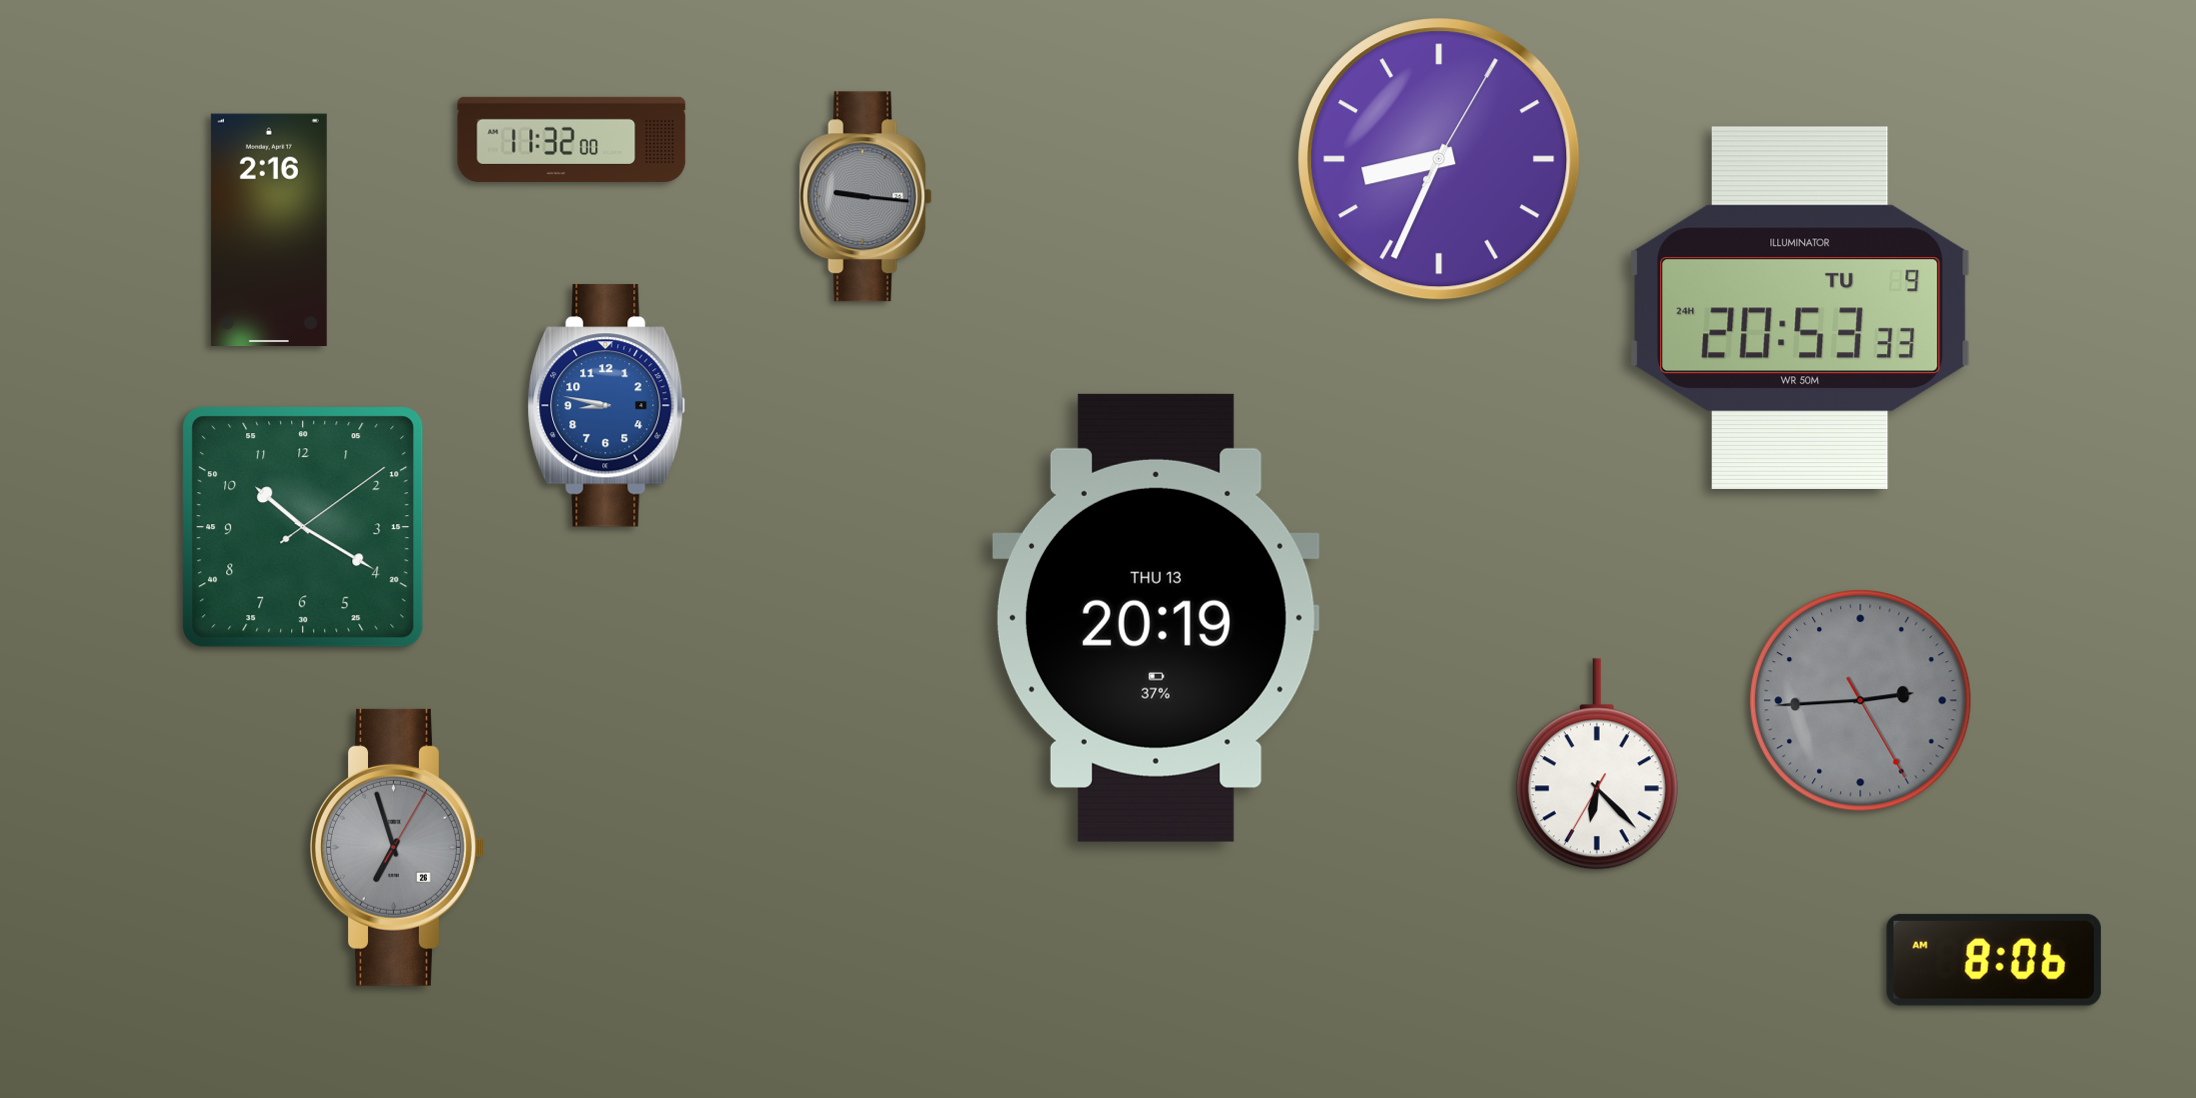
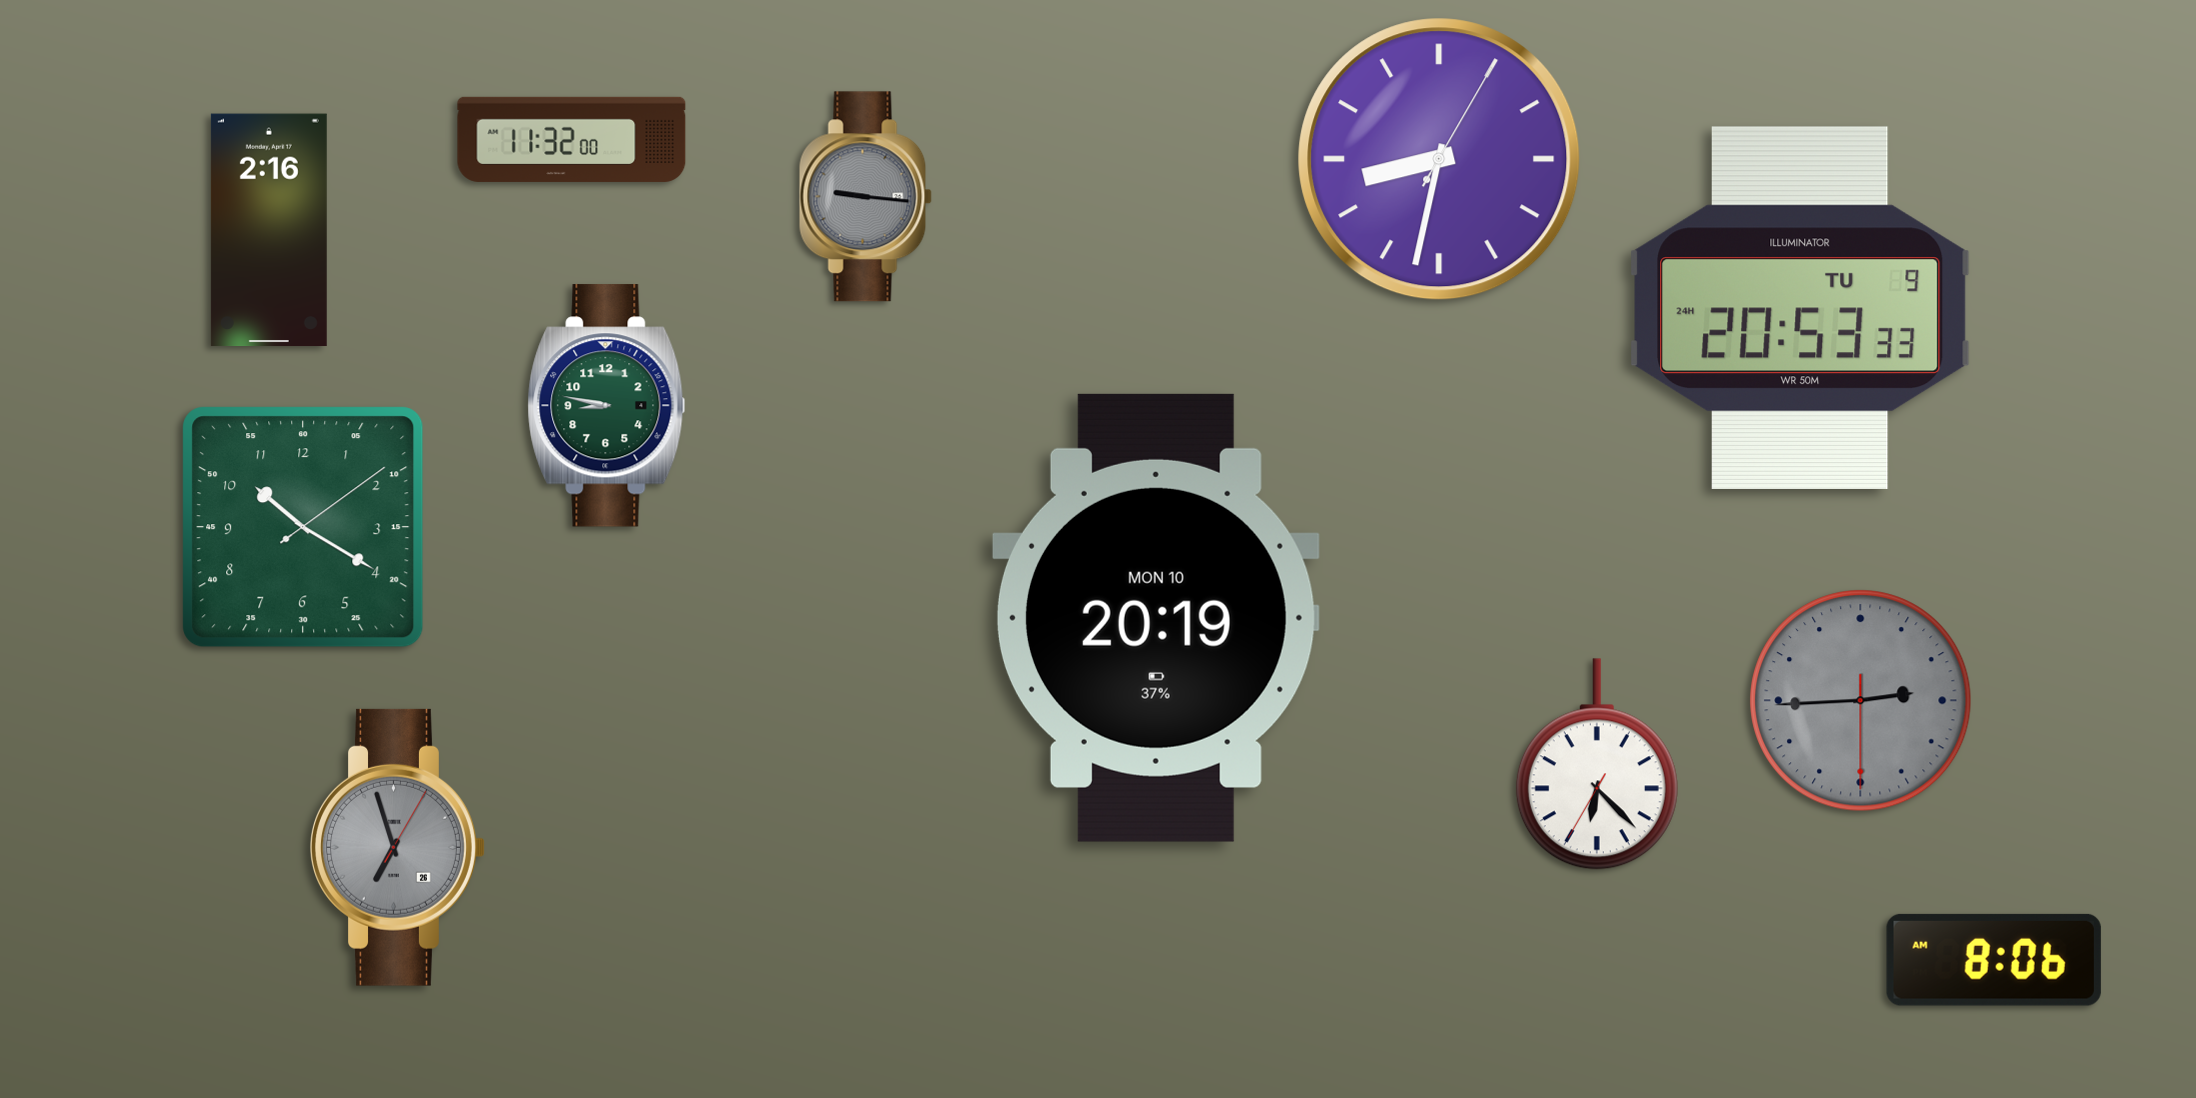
clock at (1439, 159): 8:34 -> 8:32
clock at (607, 406) dial: blue -> green
clock at (1156, 618) date: THU 13 -> MON 10
clock at (1861, 701): 2:44:25 -> 2:44:30
